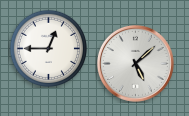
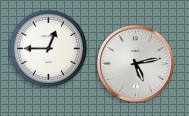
clock at (135, 63): 5:08 -> 5:13
